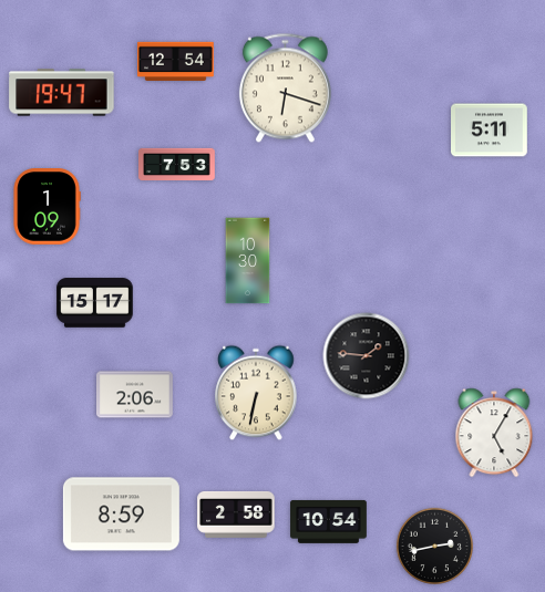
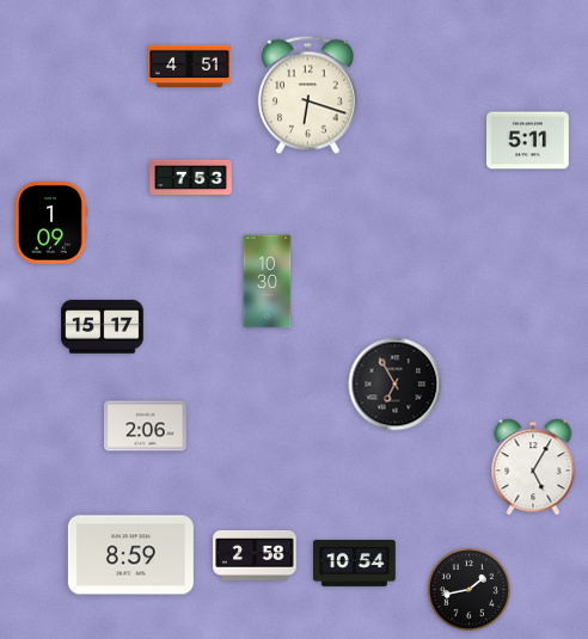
clock at (176, 61): 12:54 -> 4:51
clock at (62, 93): 19:47 -> none
clock at (367, 356): 1:46 -> 6:55
clock at (256, 393): 6:32 -> none
clock at (434, 546): 2:43 -> 1:43
